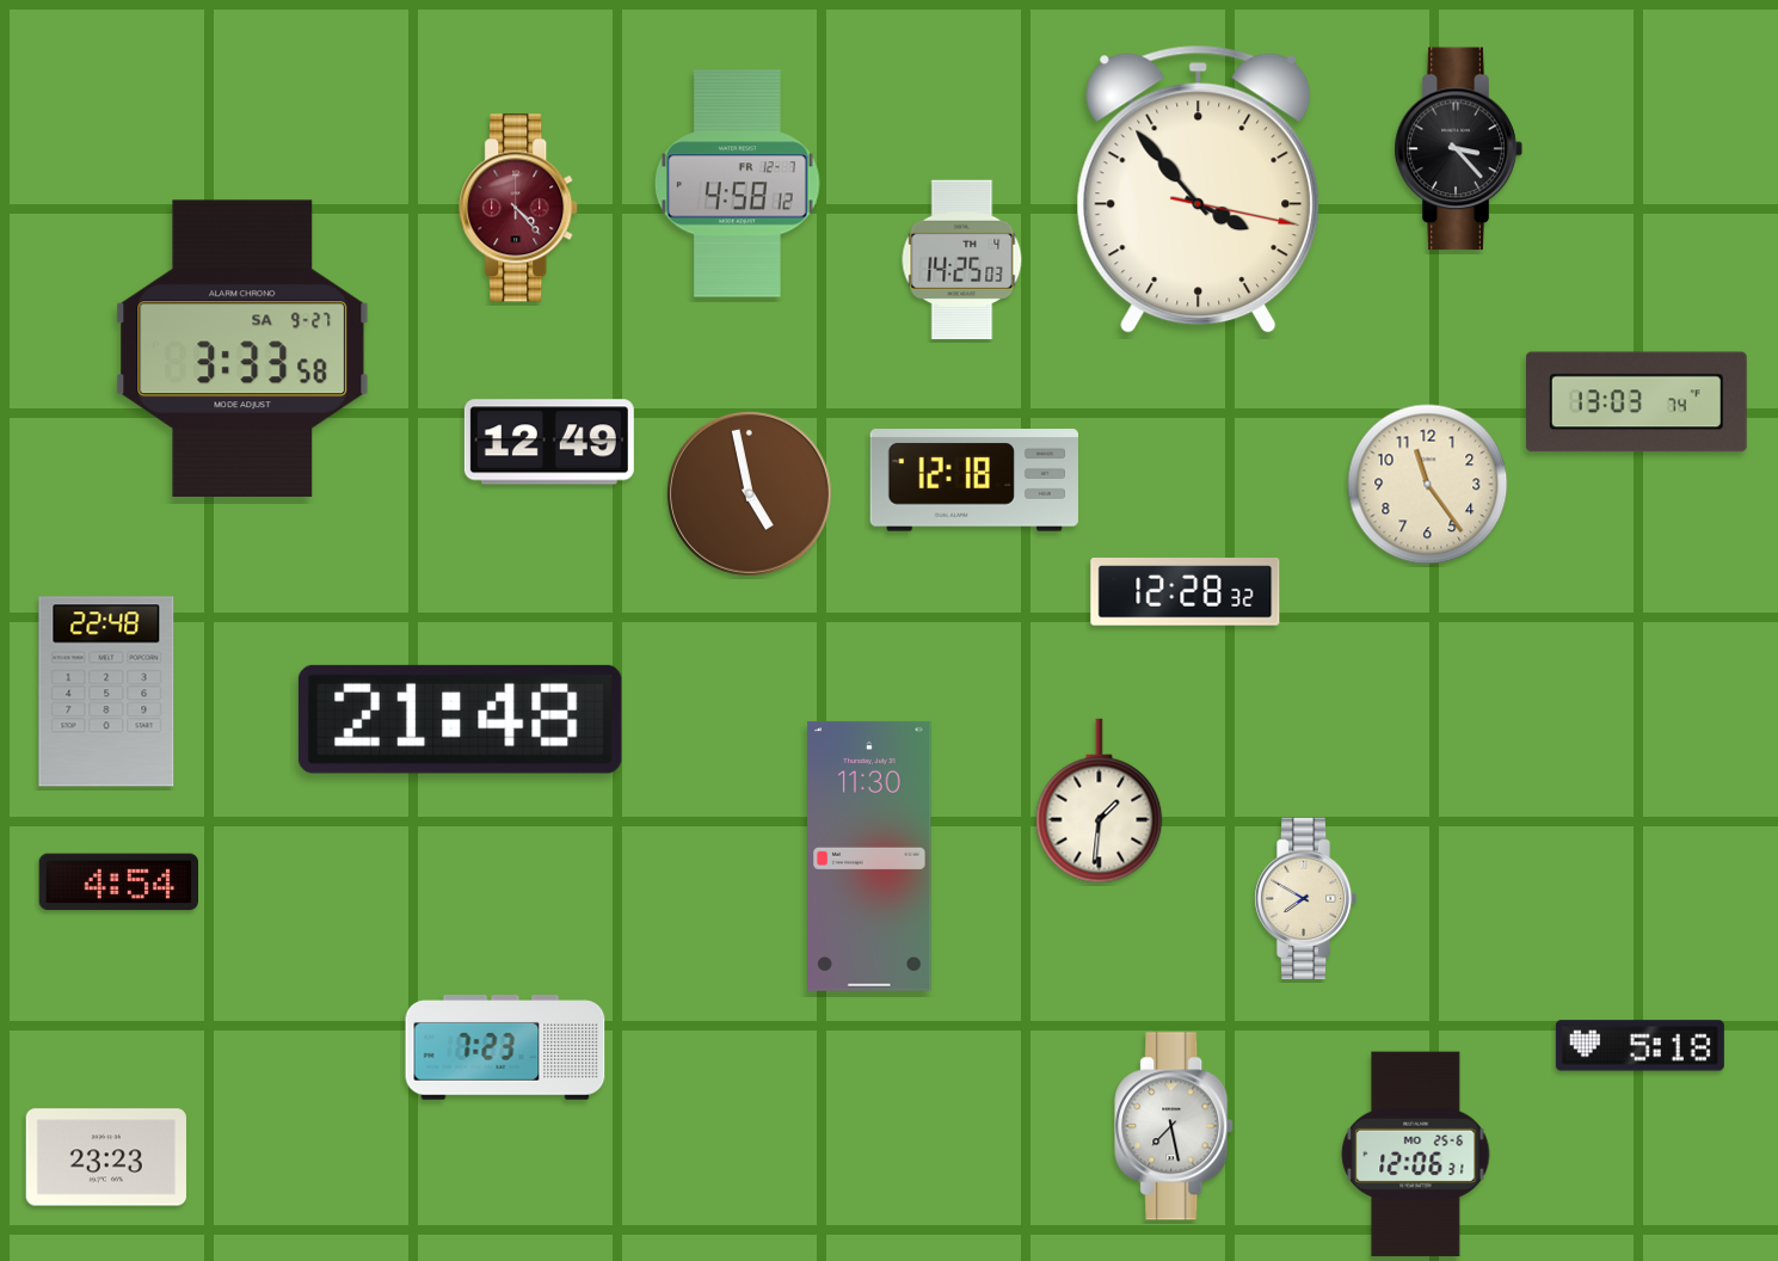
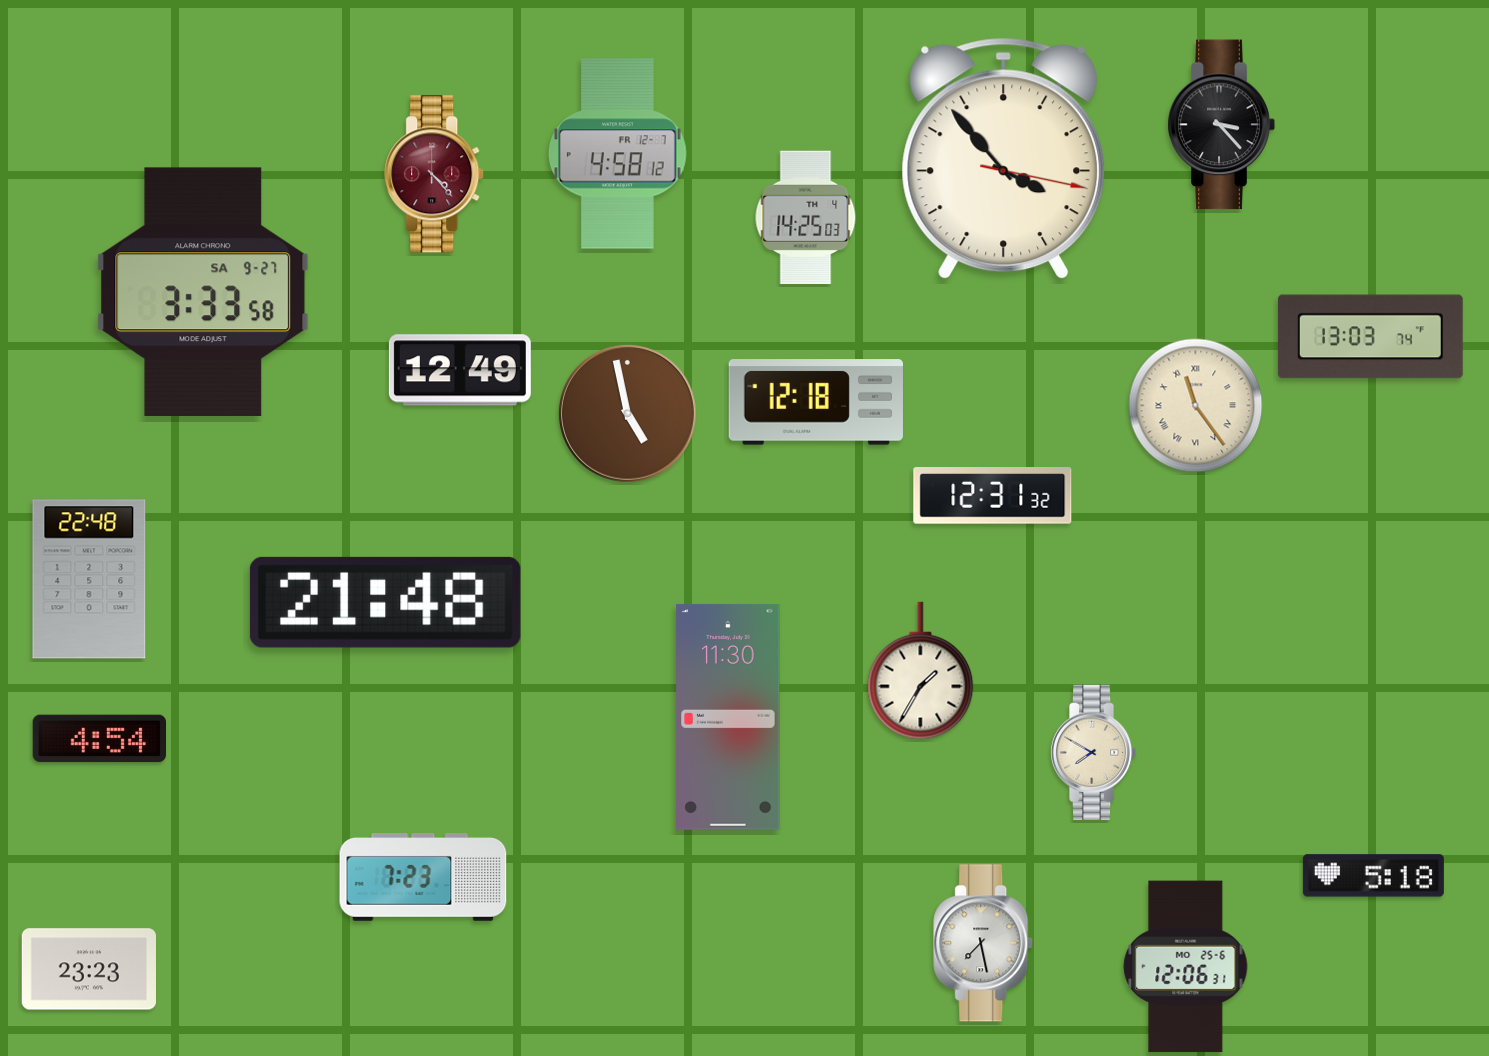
clock at (1428, 485) numerals: Arabic -> Roman
clock at (1186, 592): 12:28 -> 12:31
clock at (1100, 801): 1:31 -> 1:35
